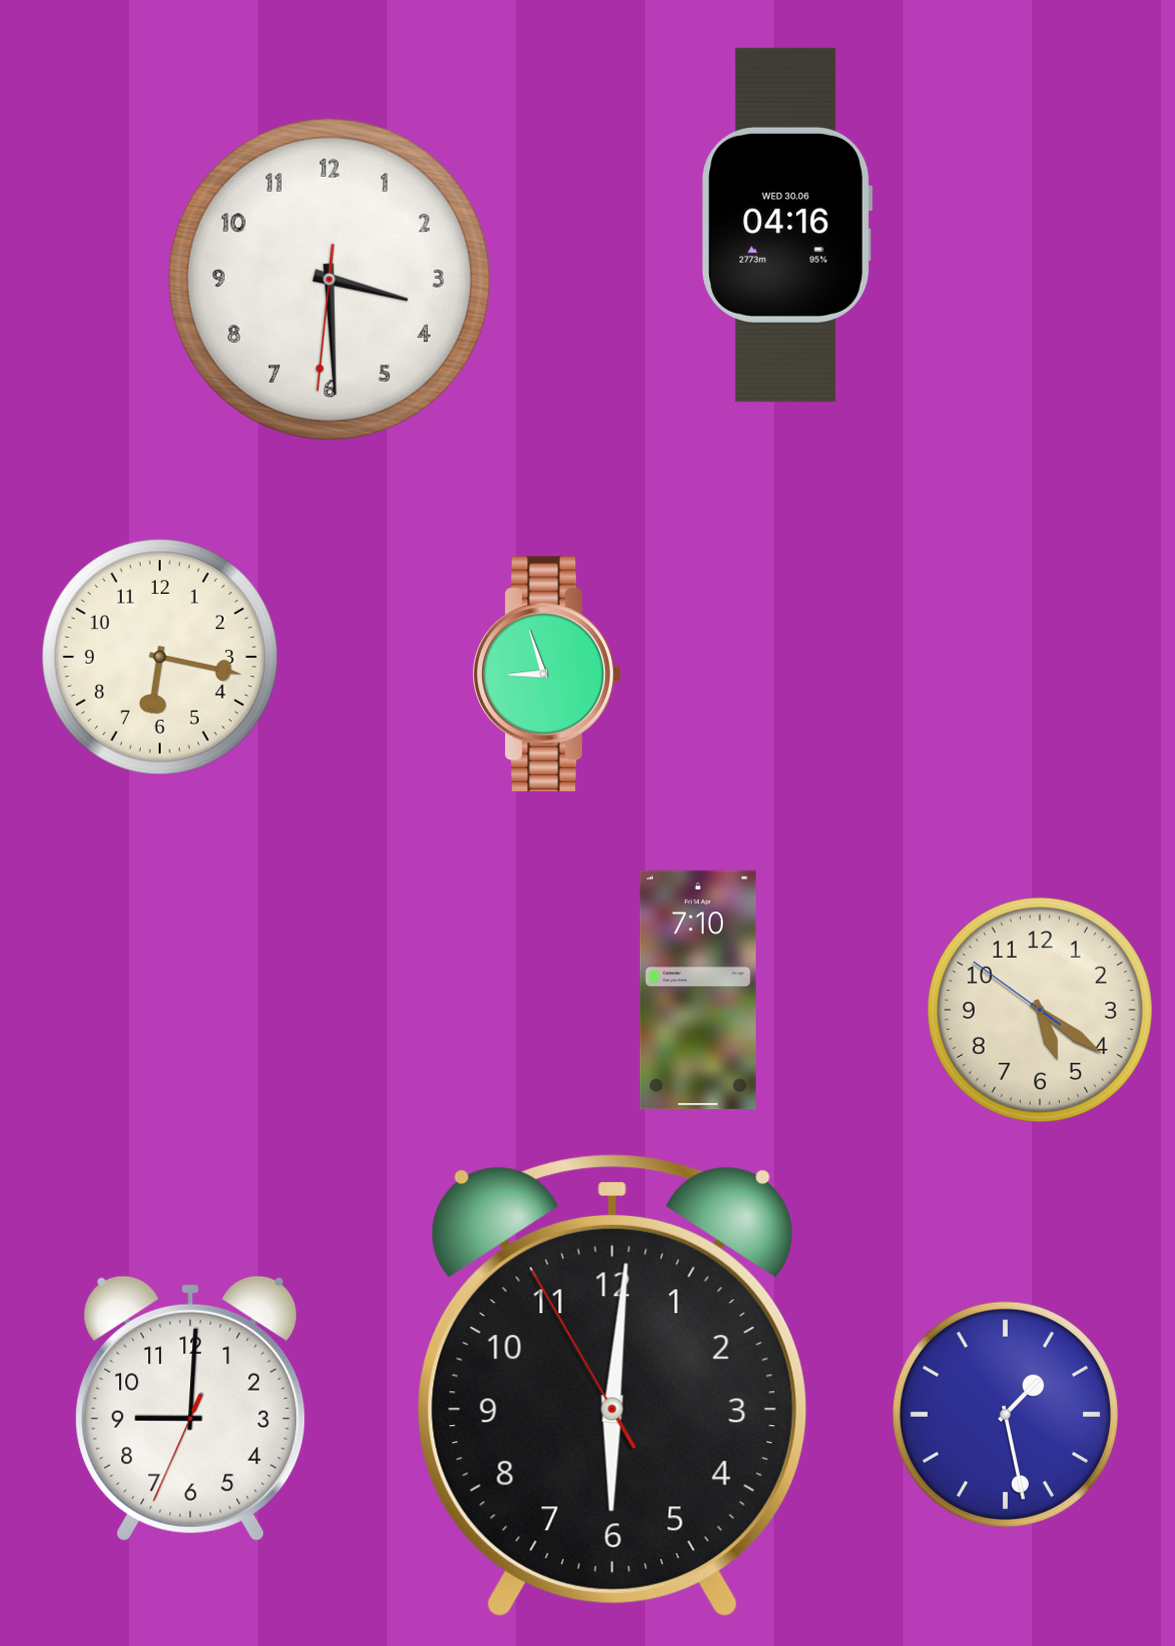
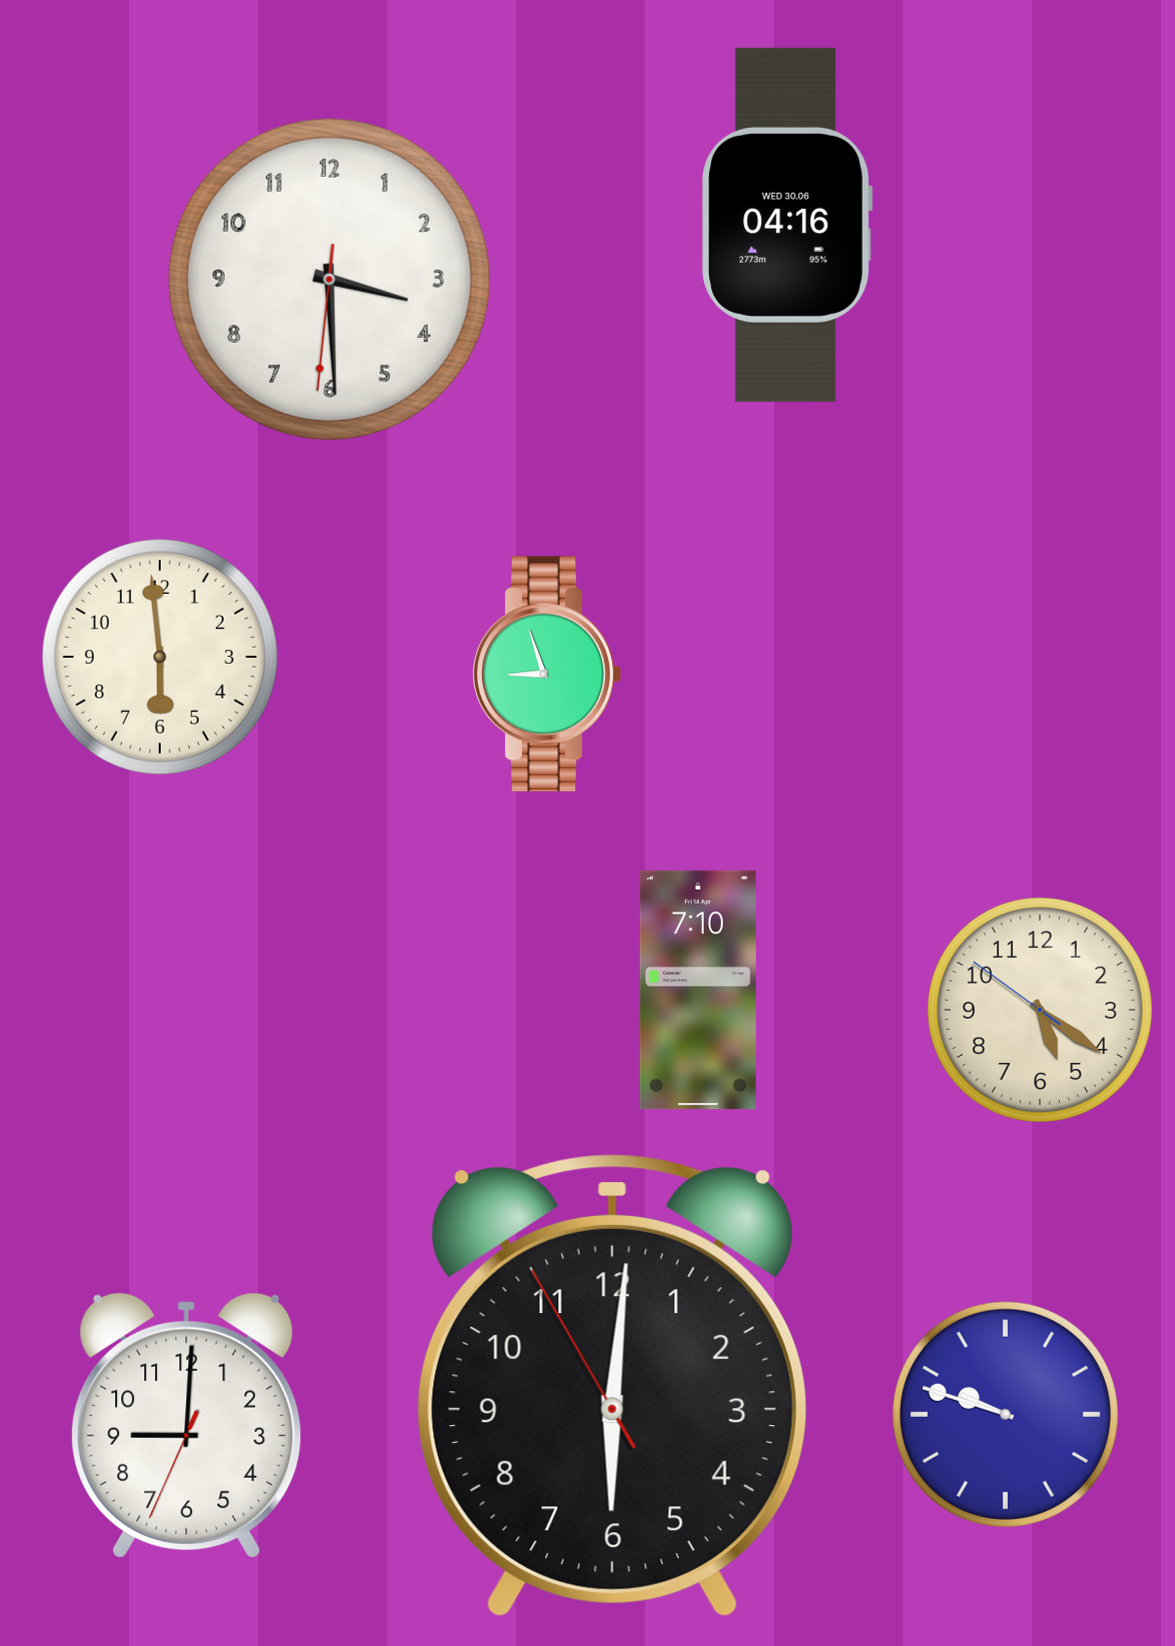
clock at (160, 657): 6:17 -> 5:59
clock at (191, 1408) position: (191, 1408) -> (187, 1425)
clock at (1005, 1414): 1:28 -> 9:48
